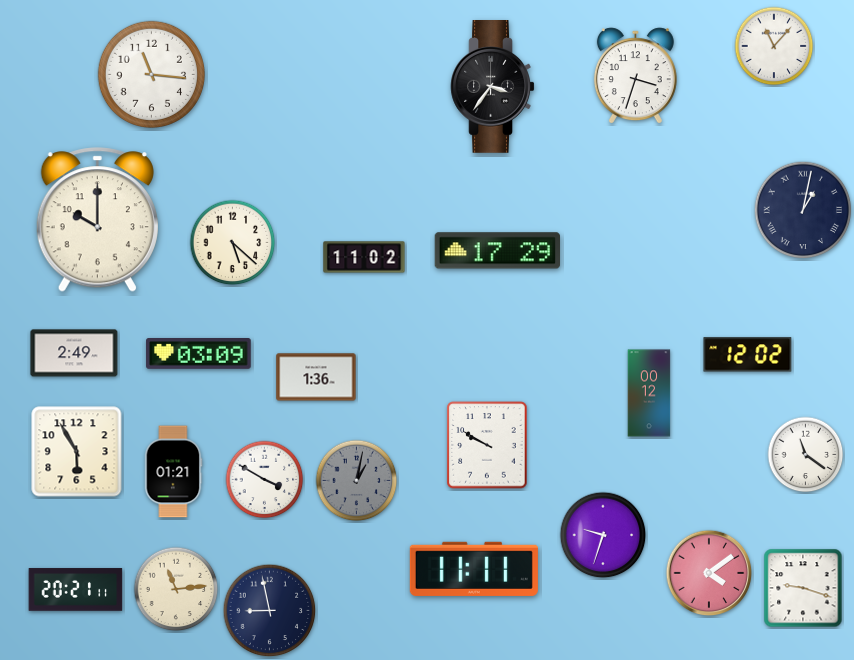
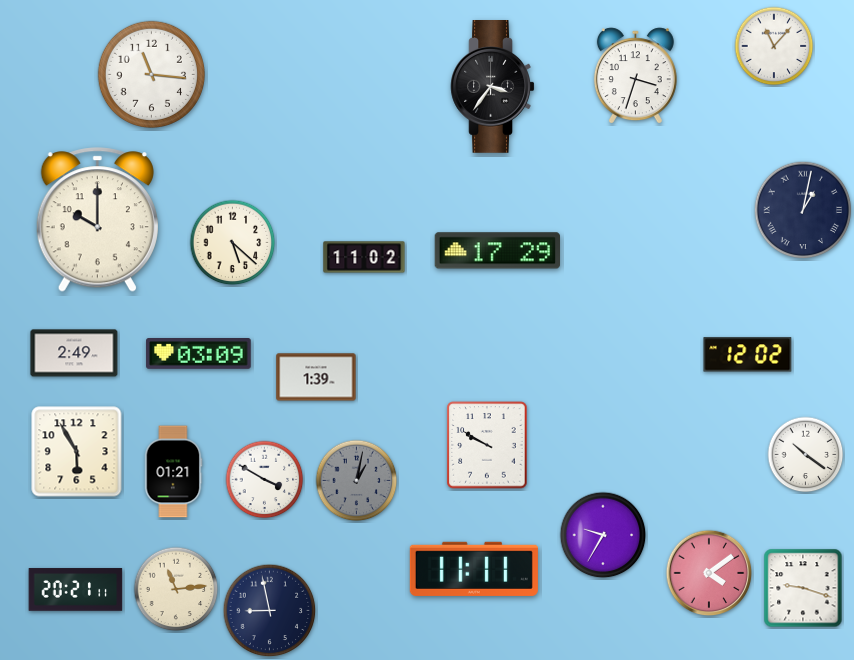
clock at (316, 377): 1:36 -> 1:39
clock at (649, 393): 00:12 -> none
clock at (806, 455): 11:21 -> 10:21
clock at (603, 535): 9:33 -> 9:35
